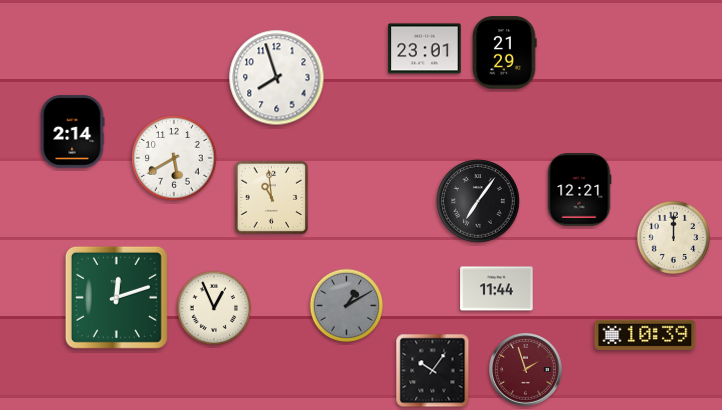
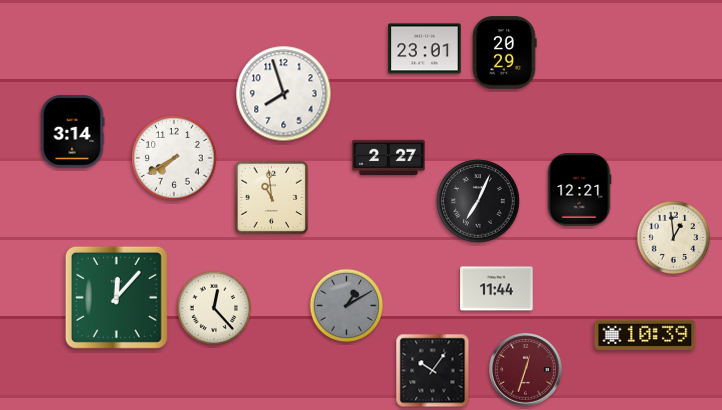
clock at (504, 53): 21:29 -> 20:29
clock at (277, 78) position: (277, 78) -> (284, 94)
clock at (72, 132): 2:14 -> 3:14
clock at (389, 157): none -> 2:27
clock at (174, 158): 5:40 -> 7:40
clock at (478, 201): 7:06 -> 7:04
clock at (673, 237): 12:00 -> 12:59
clock at (116, 297): 12:12 -> 12:07
clock at (213, 307): 12:56 -> 12:23
clock at (526, 370): 1:57 -> 12:33
